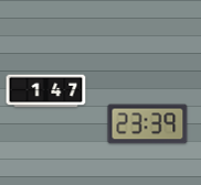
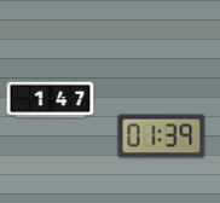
clock at (148, 124): 23:39 -> 01:39
